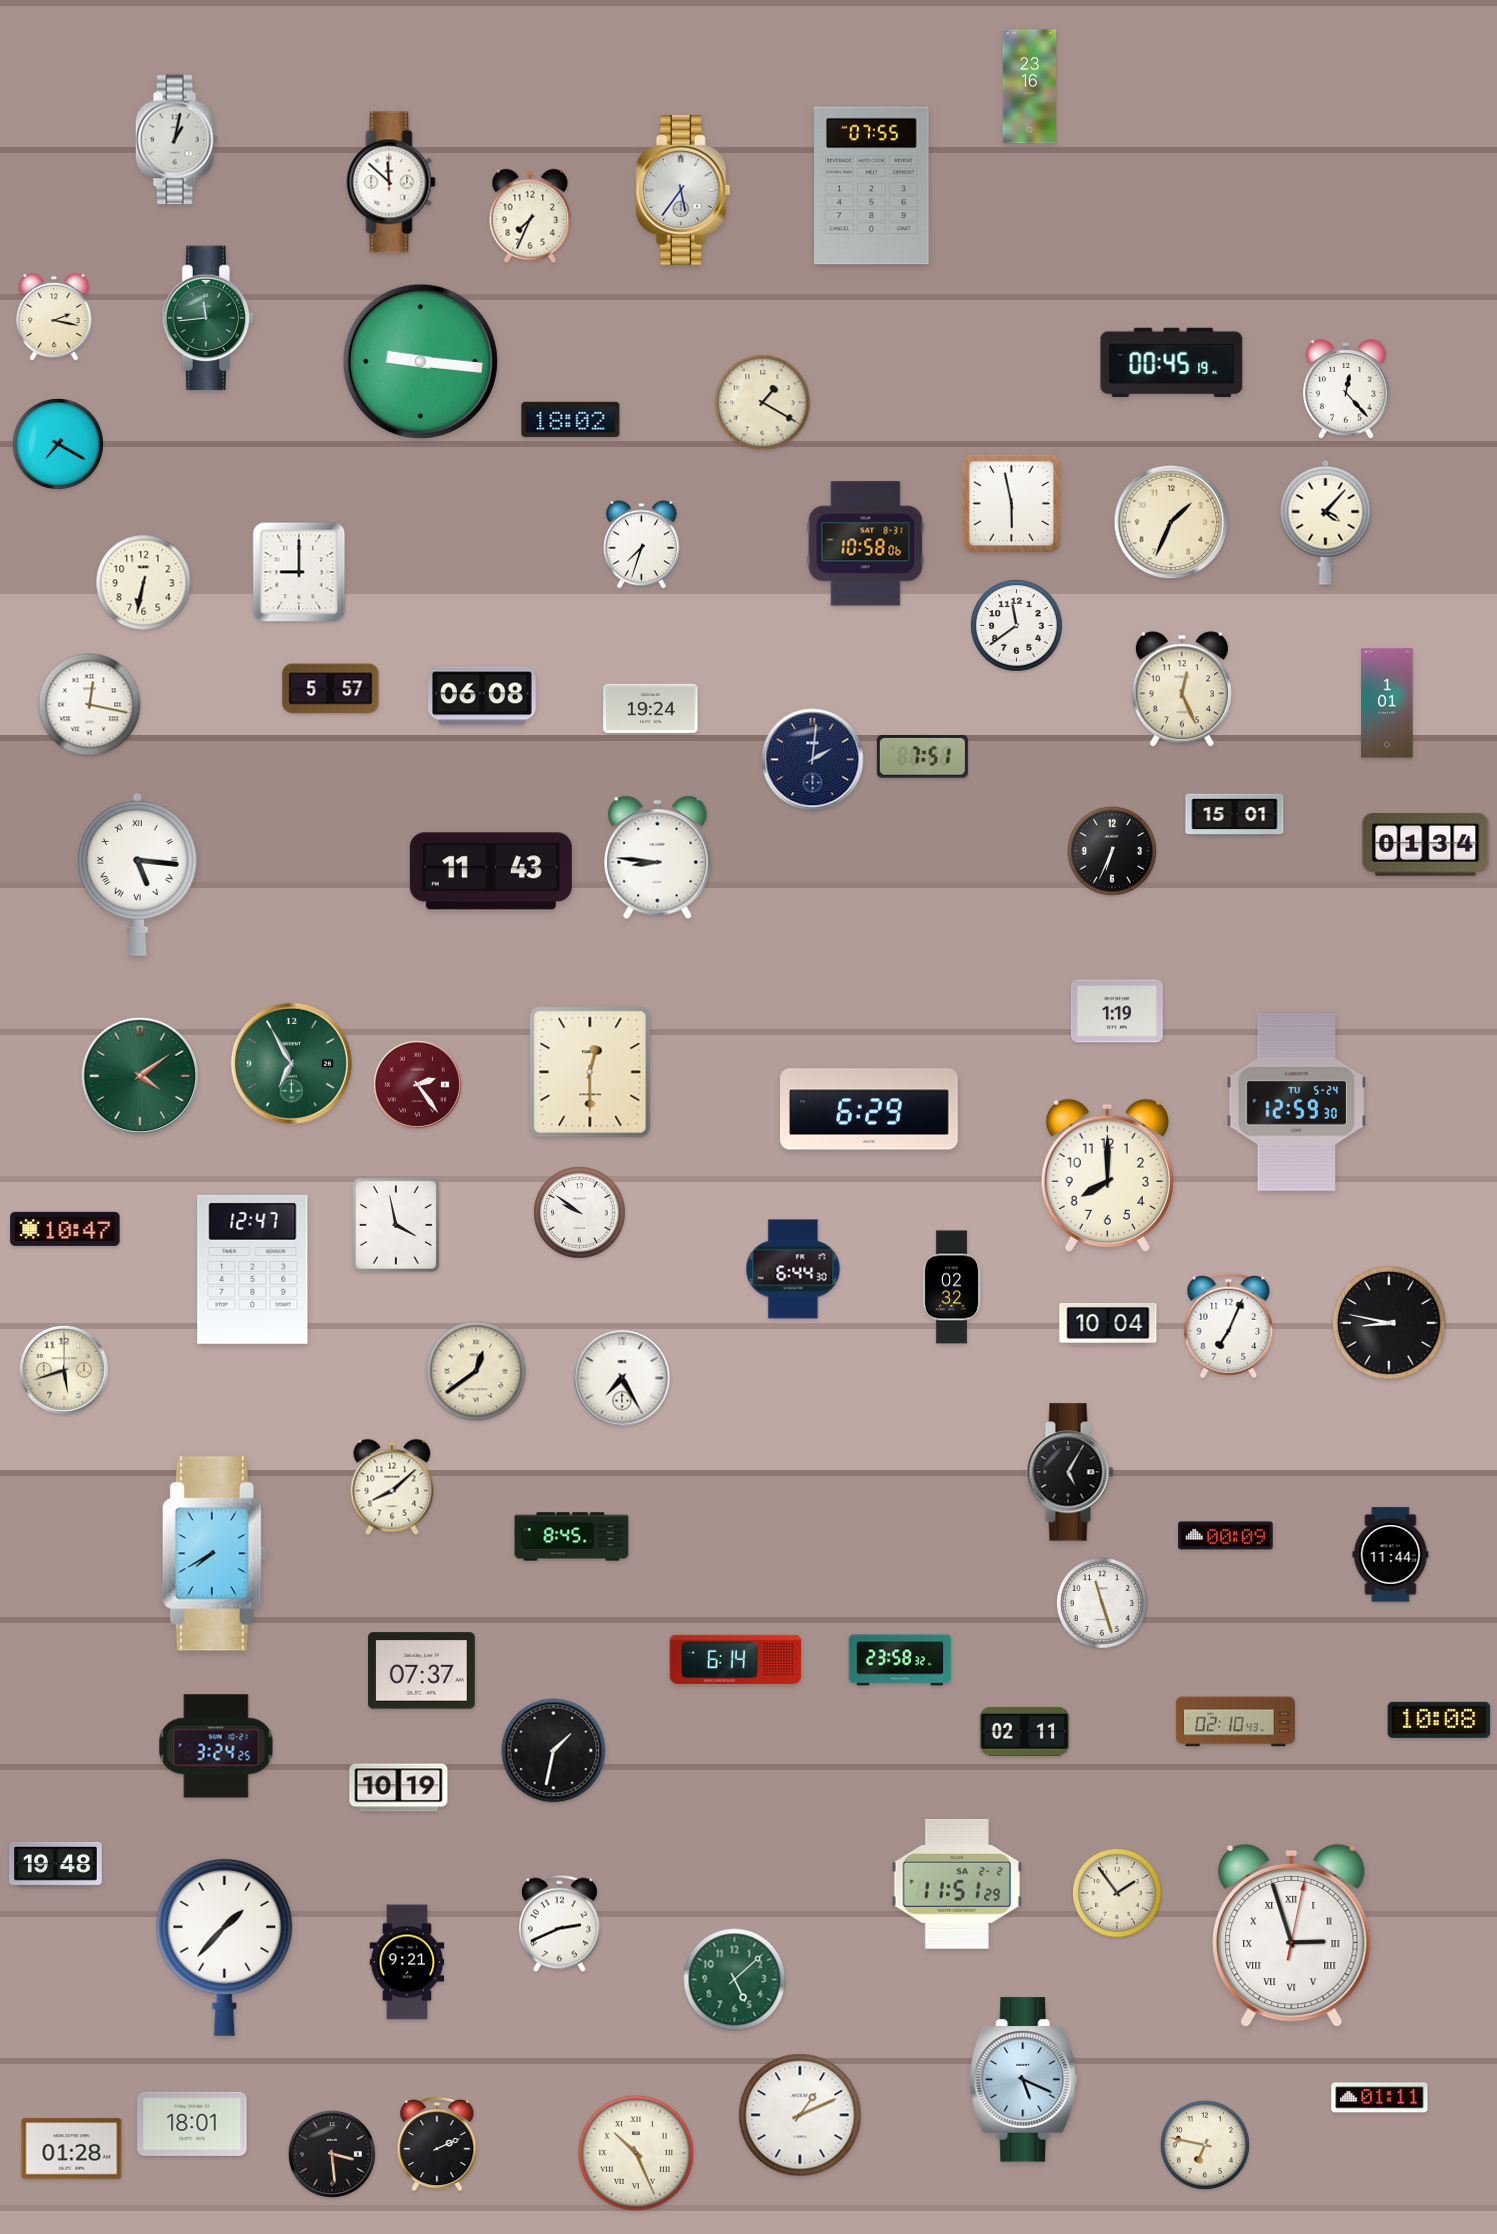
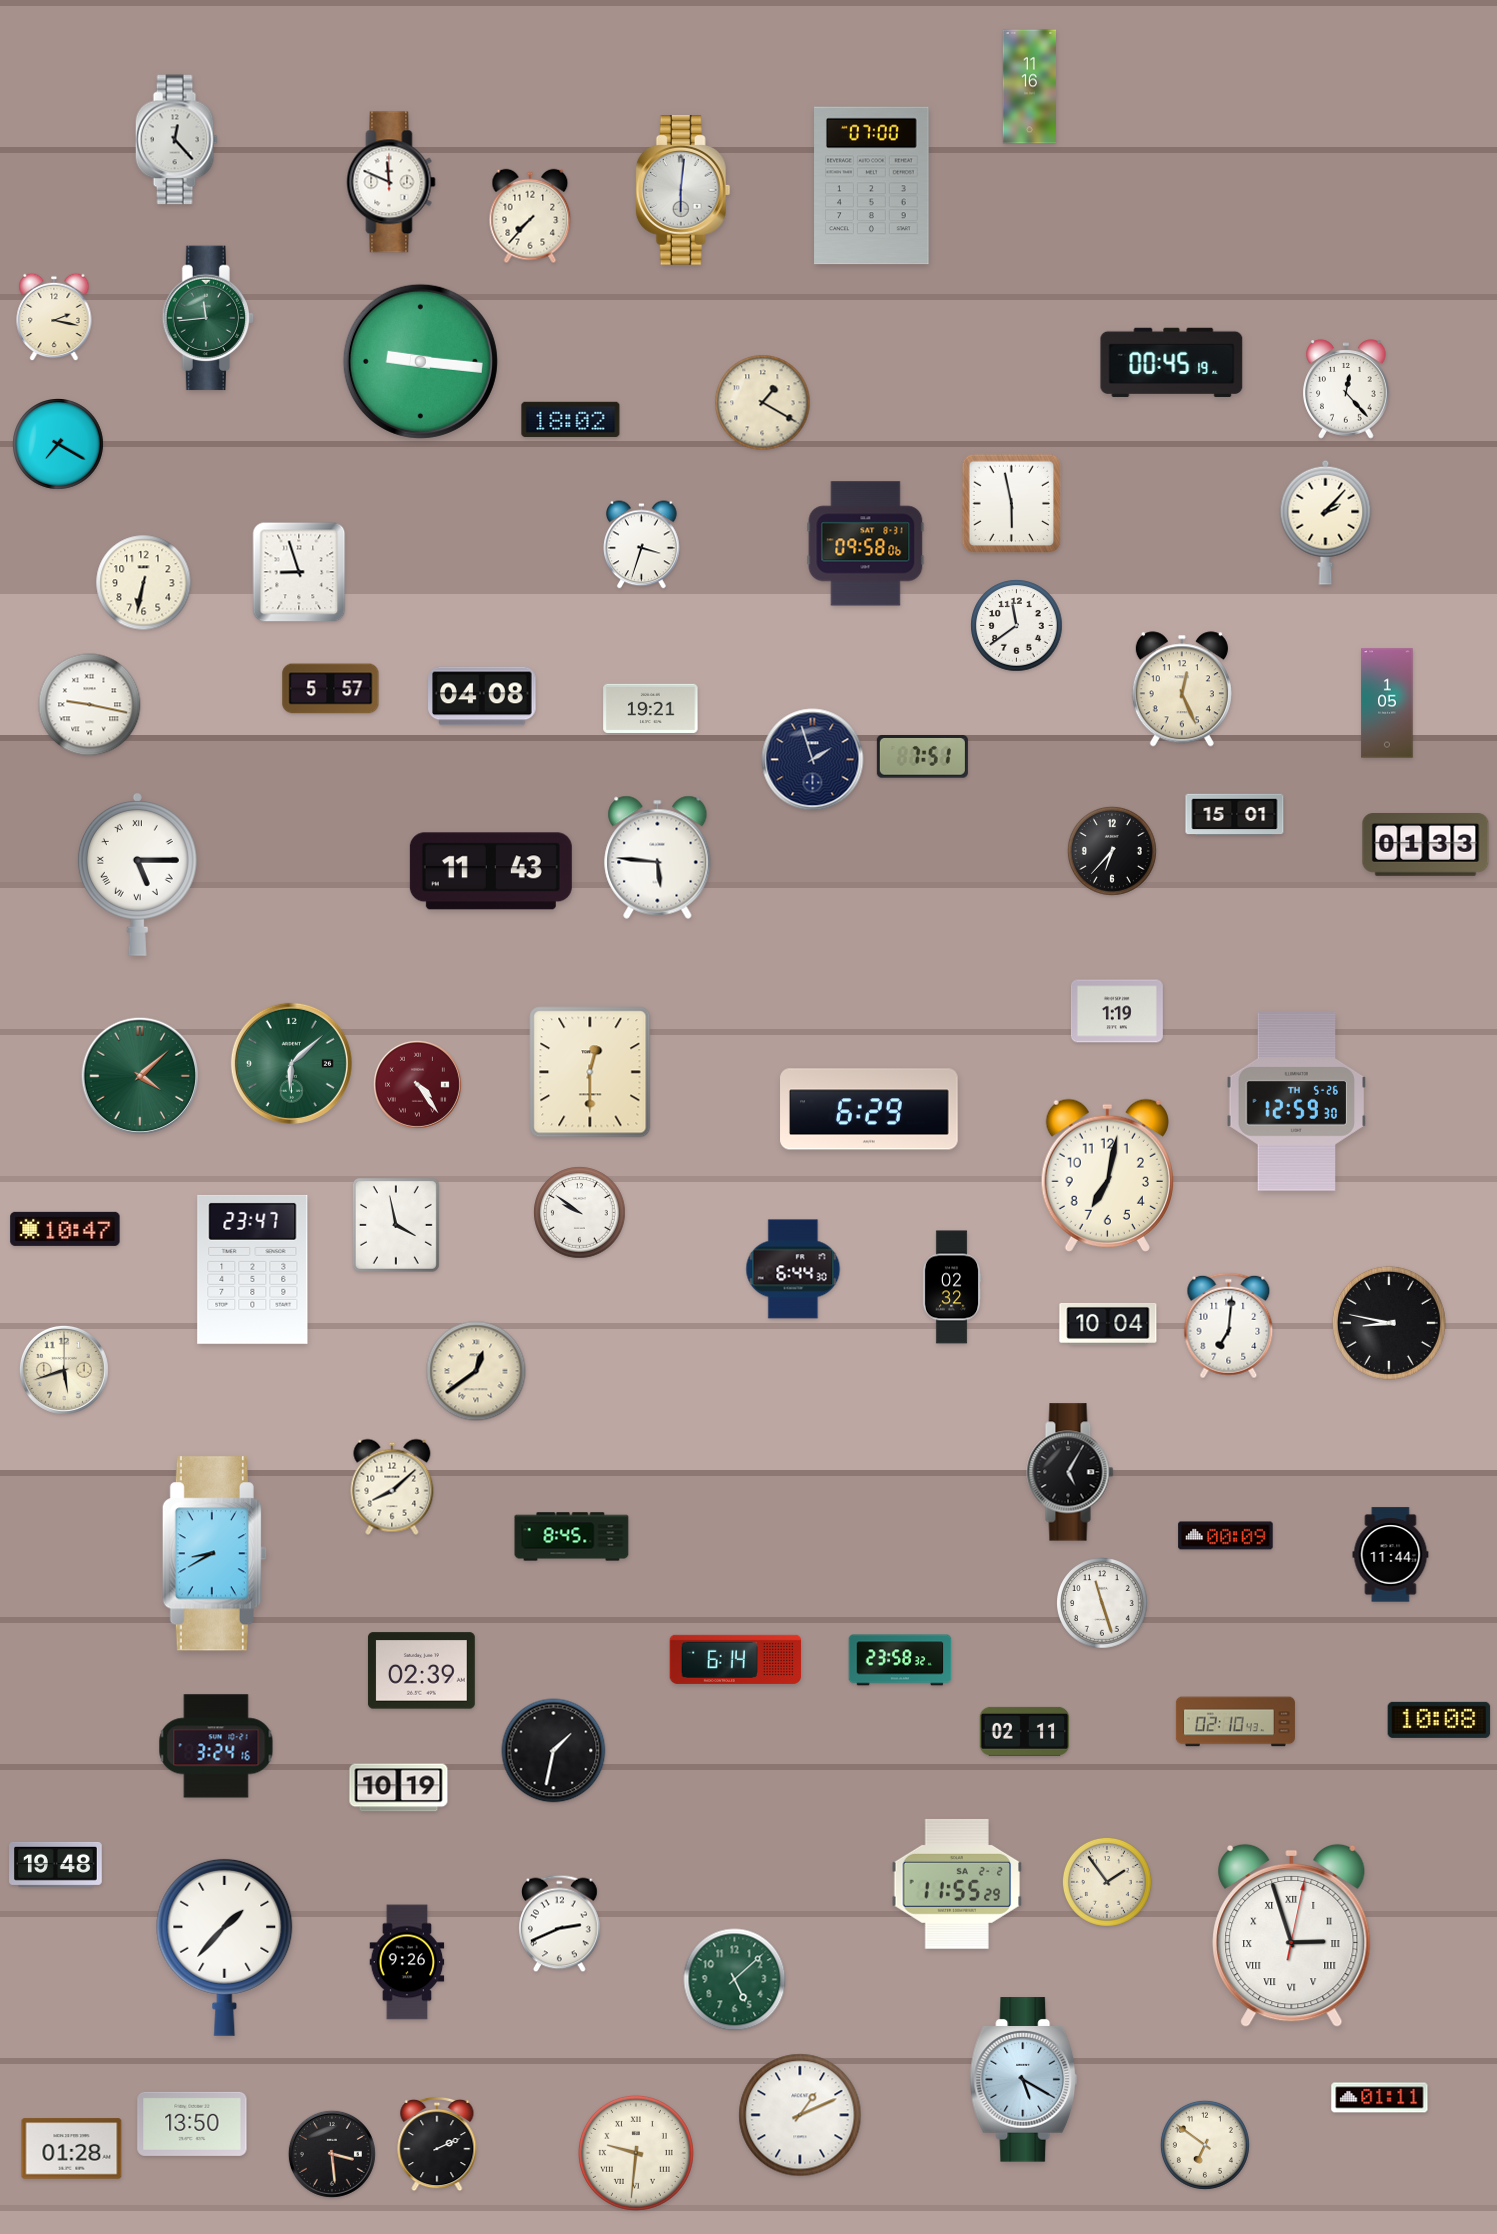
clock at (1029, 87): 23:16 -> 11:16
clock at (176, 140): 1:02 -> 12:23
clock at (391, 182): 11:52 -> 11:49
clock at (872, 186): 07:55 -> 07:00
clock at (683, 191): 5:36 -> 6:01
clock at (530, 216): 7:34 -> 7:37
clock at (1171, 522): 1:34 -> none
clock at (1326, 522): 4:07 -> 2:07
clock at (866, 544): 10:58 -> 09:58
clock at (642, 545): 7:33 -> 3:33
clock at (299, 572): 9:00 -> 8:57
clock at (482, 696): 06:08 -> 04:08
clock at (1387, 703): 1:01 -> 1:05
clock at (90, 705): 12:17 -> 9:17
clock at (651, 708): 19:24 -> 19:21
clock at (813, 760): 2:01 -> 1:57
clock at (1426, 845): 01:34 -> 01:33
clock at (1112, 851): 6:34 -> 6:37
clock at (658, 857): 8:46 -> 5:46
clock at (137, 875): 5:16 -> 5:15
clock at (291, 1063): 6:55 -> 6:08
clock at (139, 1075): 4:09 -> 4:08
clock at (417, 1084): 2:24 -> 4:24
clock at (1297, 1102) date: TU 5-24 -> TH 5-26
clock at (1107, 1175): 8:00 -> 7:02
clock at (253, 1269): 12:47 -> 23:47
clock at (1229, 1326): 7:04 -> 7:01
clock at (622, 1378): 7:25 -> none
clock at (214, 1554): 7:40 -> 8:40
clock at (421, 1671): 07:37 -> 02:39
clock at (216, 1746): 3:24:25 -> 3:24:16
clock at (957, 1884): 11:51 -> 11:55
clock at (1117, 1893) position: (1117, 1893) -> (1107, 1882)
clock at (407, 1962): 9:21 -> 9:26
clock at (1024, 2080): 5:19 -> 5:20
clock at (192, 2124): 18:01 -> 13:50
clock at (1205, 2145): 6:47 -> 6:51
clock at (636, 2153): 10:26 -> 9:31
